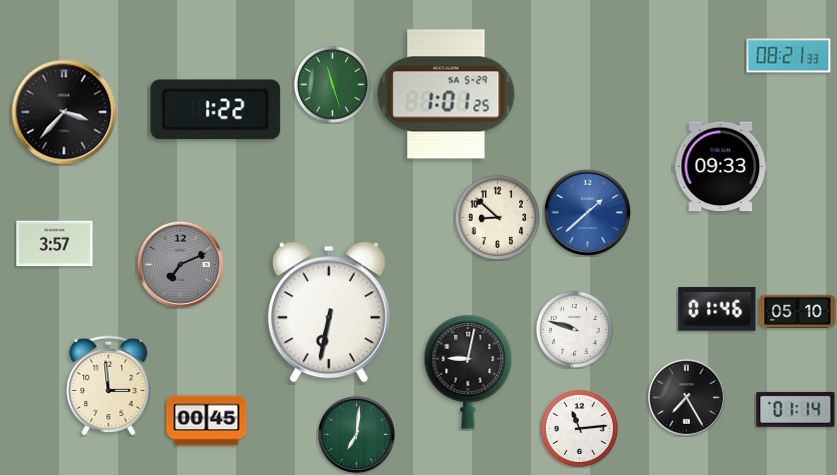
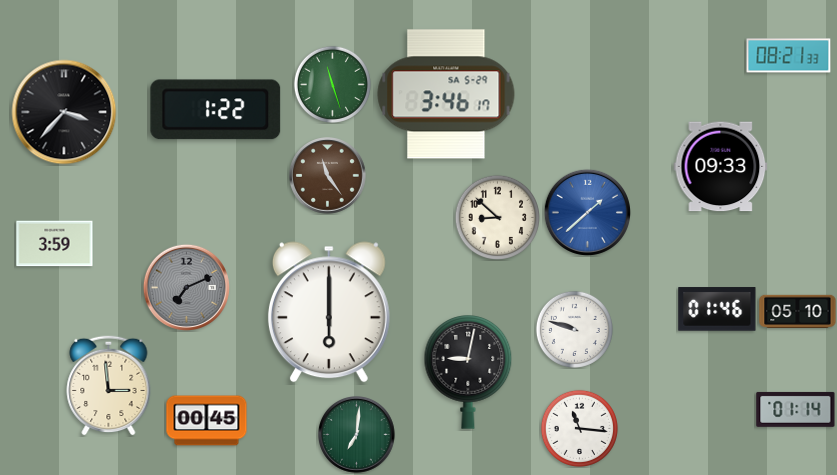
clock at (446, 94): 1:01 -> 3:46
clock at (328, 176): none -> 11:24
clock at (55, 244): 3:57 -> 3:59
clock at (180, 264) position: (180, 264) -> (186, 287)
clock at (329, 312): 6:32 -> 6:00
clock at (687, 398): 7:25 -> none
clock at (579, 428): 11:14 -> 11:16
